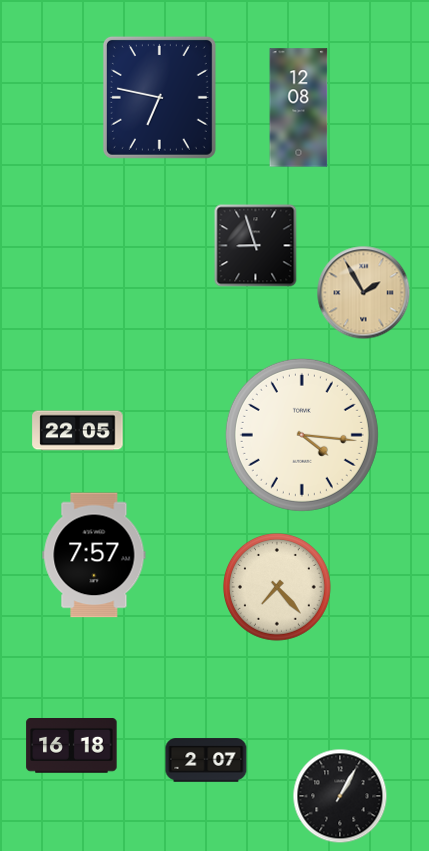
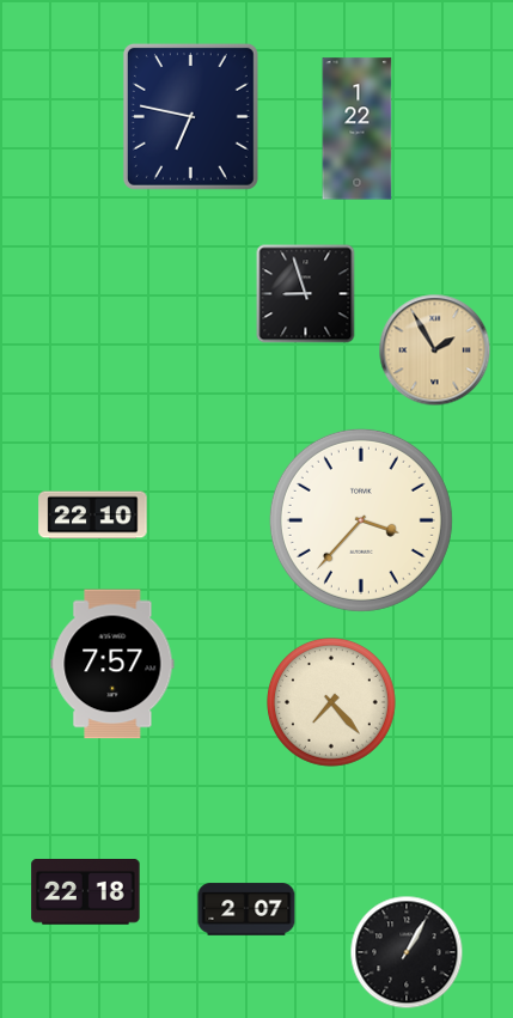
clock at (299, 108): 12:08 -> 1:22
clock at (78, 431): 22:05 -> 22:10
clock at (302, 435): 4:16 -> 3:37
clock at (72, 746): 16:18 -> 22:18
